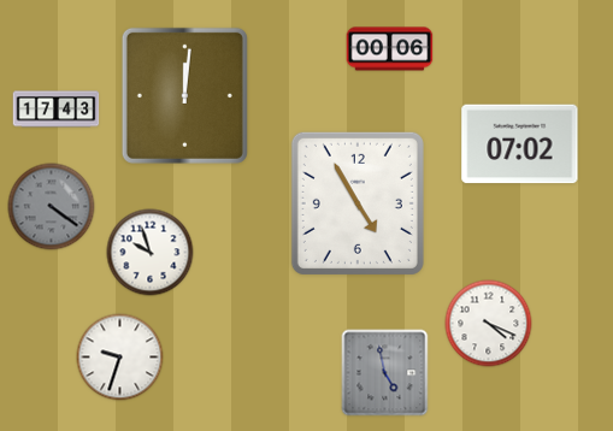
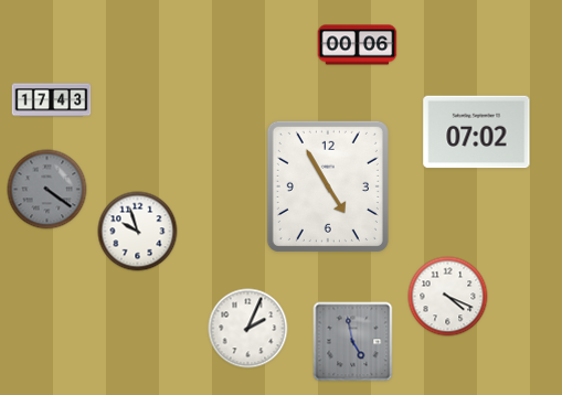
clock at (184, 95): 12:01 -> none
clock at (120, 358): 9:33 -> none
clock at (248, 329): none -> 2:04
